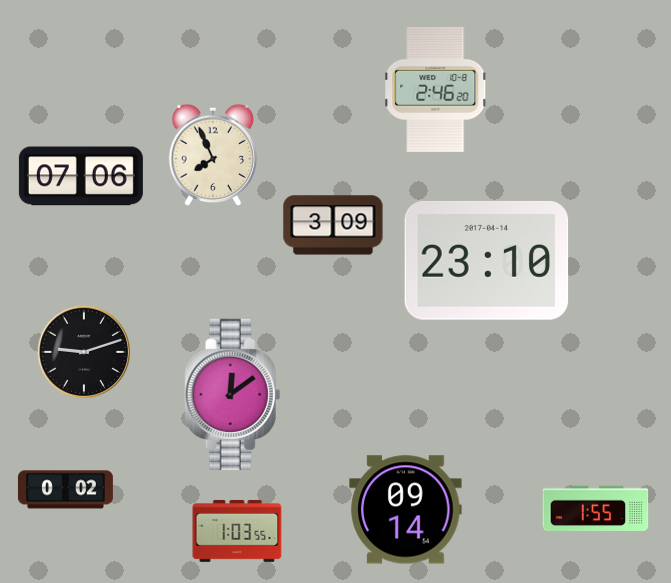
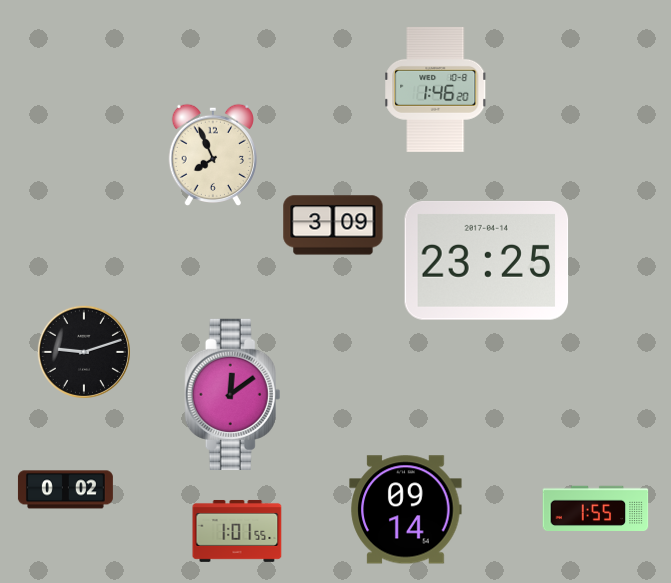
clock at (436, 89): 2:46 -> 1:46
clock at (81, 176): 07:06 -> none
clock at (487, 260): 23:10 -> 23:25
clock at (237, 531): 1:03 -> 1:01
